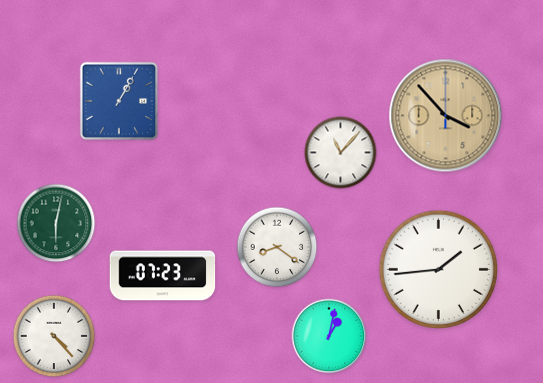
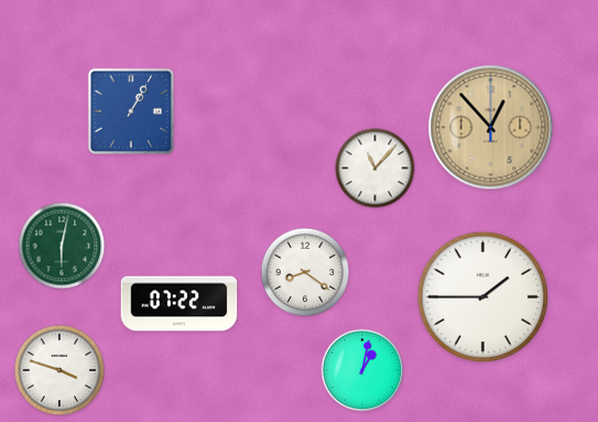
clock at (446, 116): 3:53 -> 12:53
clock at (438, 269): 1:44 -> 1:45
clock at (163, 276): 07:23 -> 07:22
clock at (54, 336): 4:23 -> 3:48
